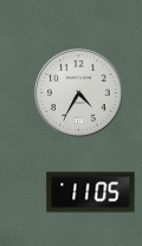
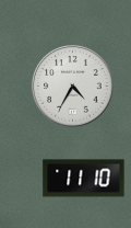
clock at (91, 193): 11:05 -> 11:10
